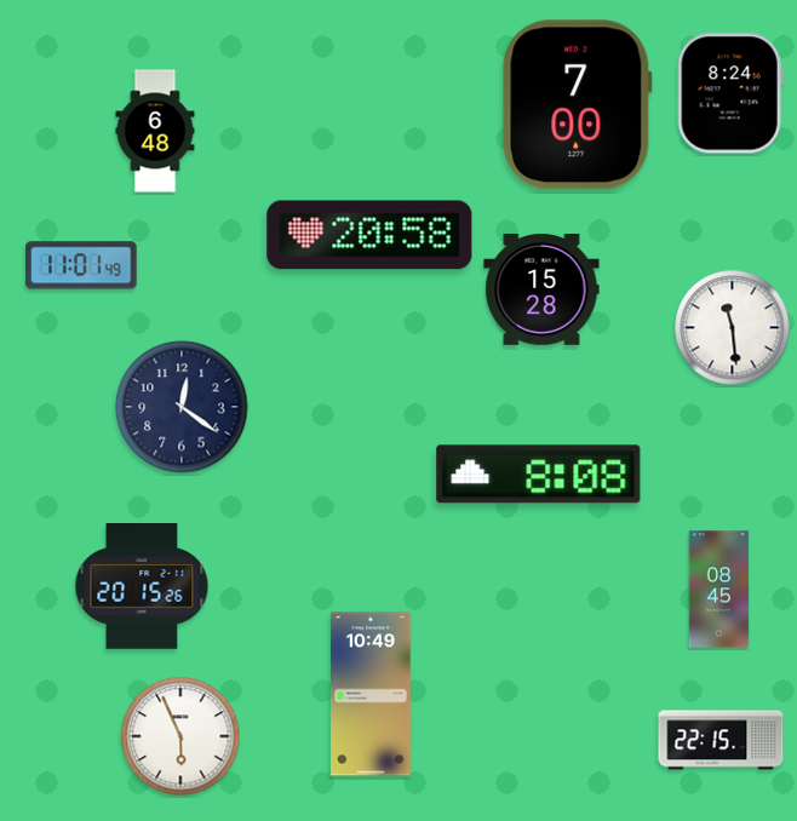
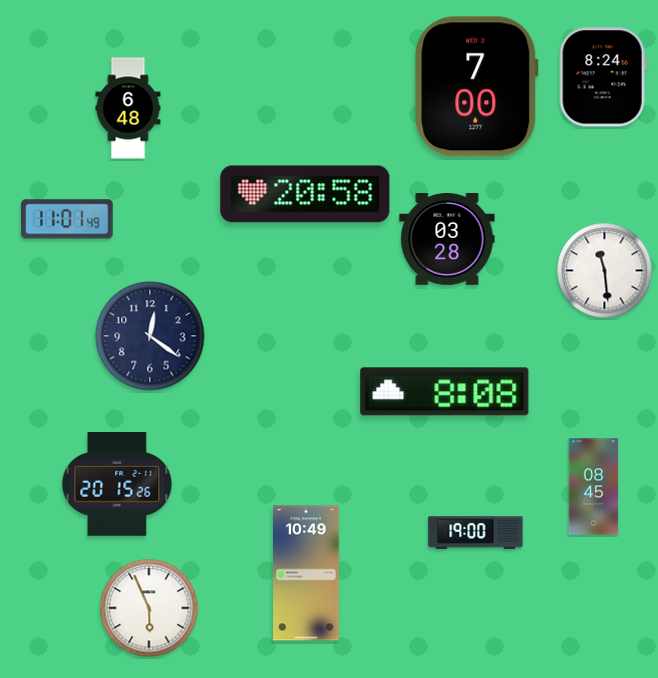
clock at (541, 291): 15:28 -> 03:28
clock at (476, 533): none -> 19:00
clock at (721, 740): 22:15 -> none
